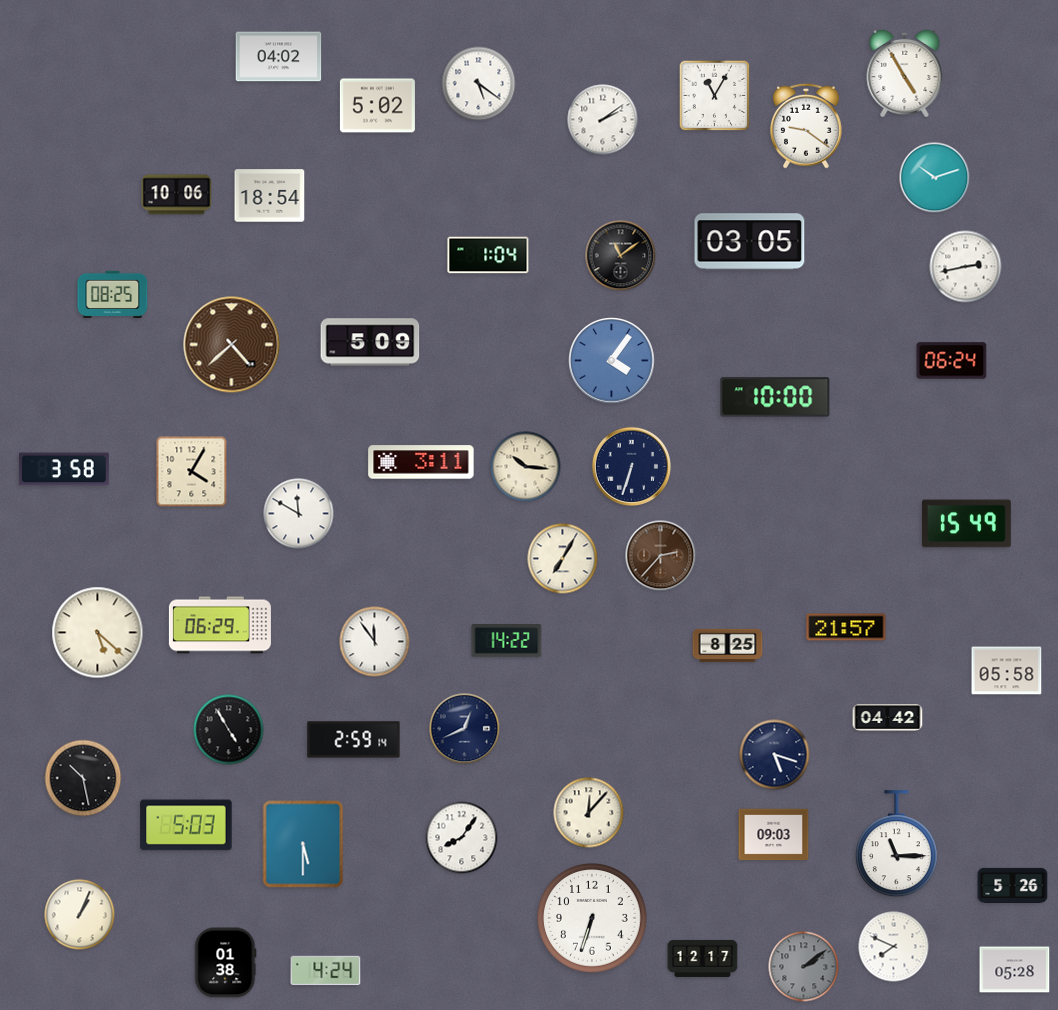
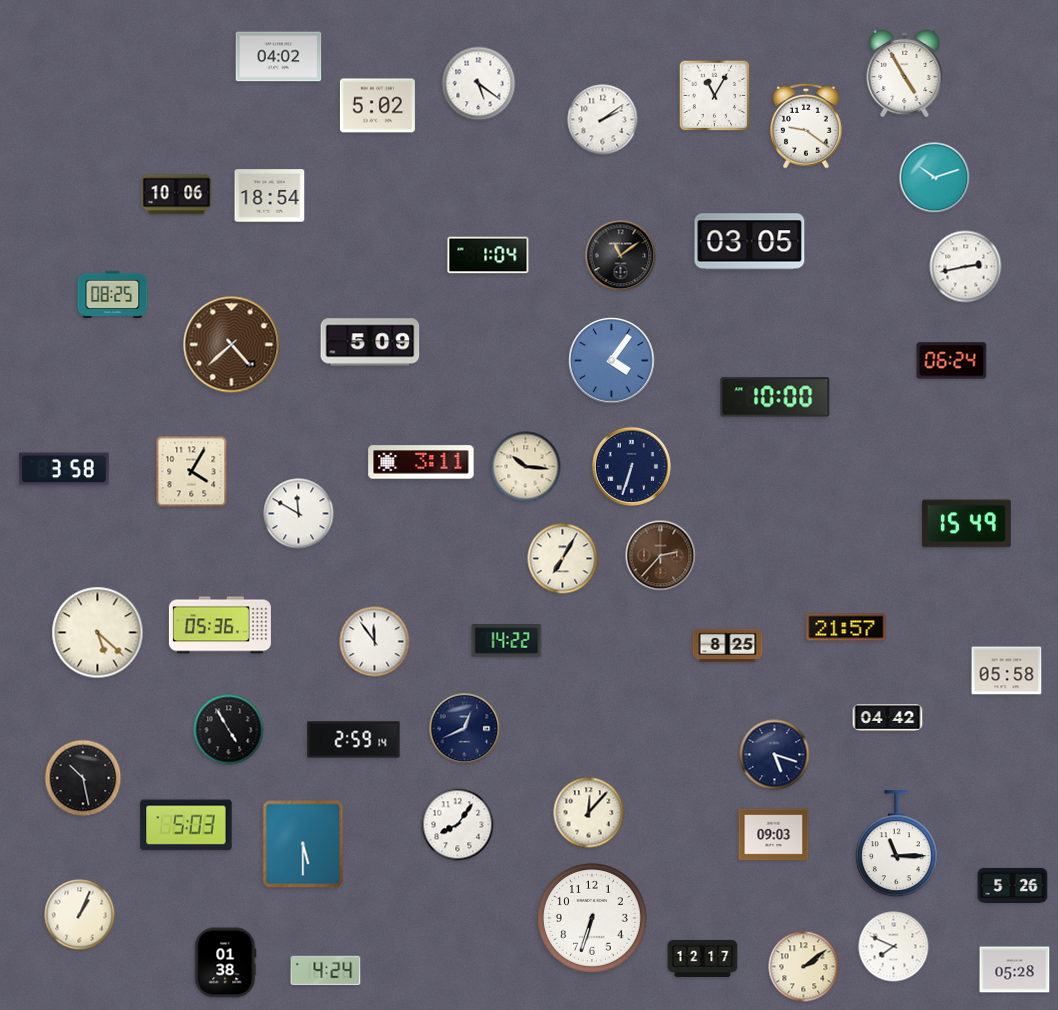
clock at (220, 625): 06:29 -> 05:36
clock at (462, 838) position: (462, 838) -> (458, 825)
clock at (804, 967) dial: grey -> cream
